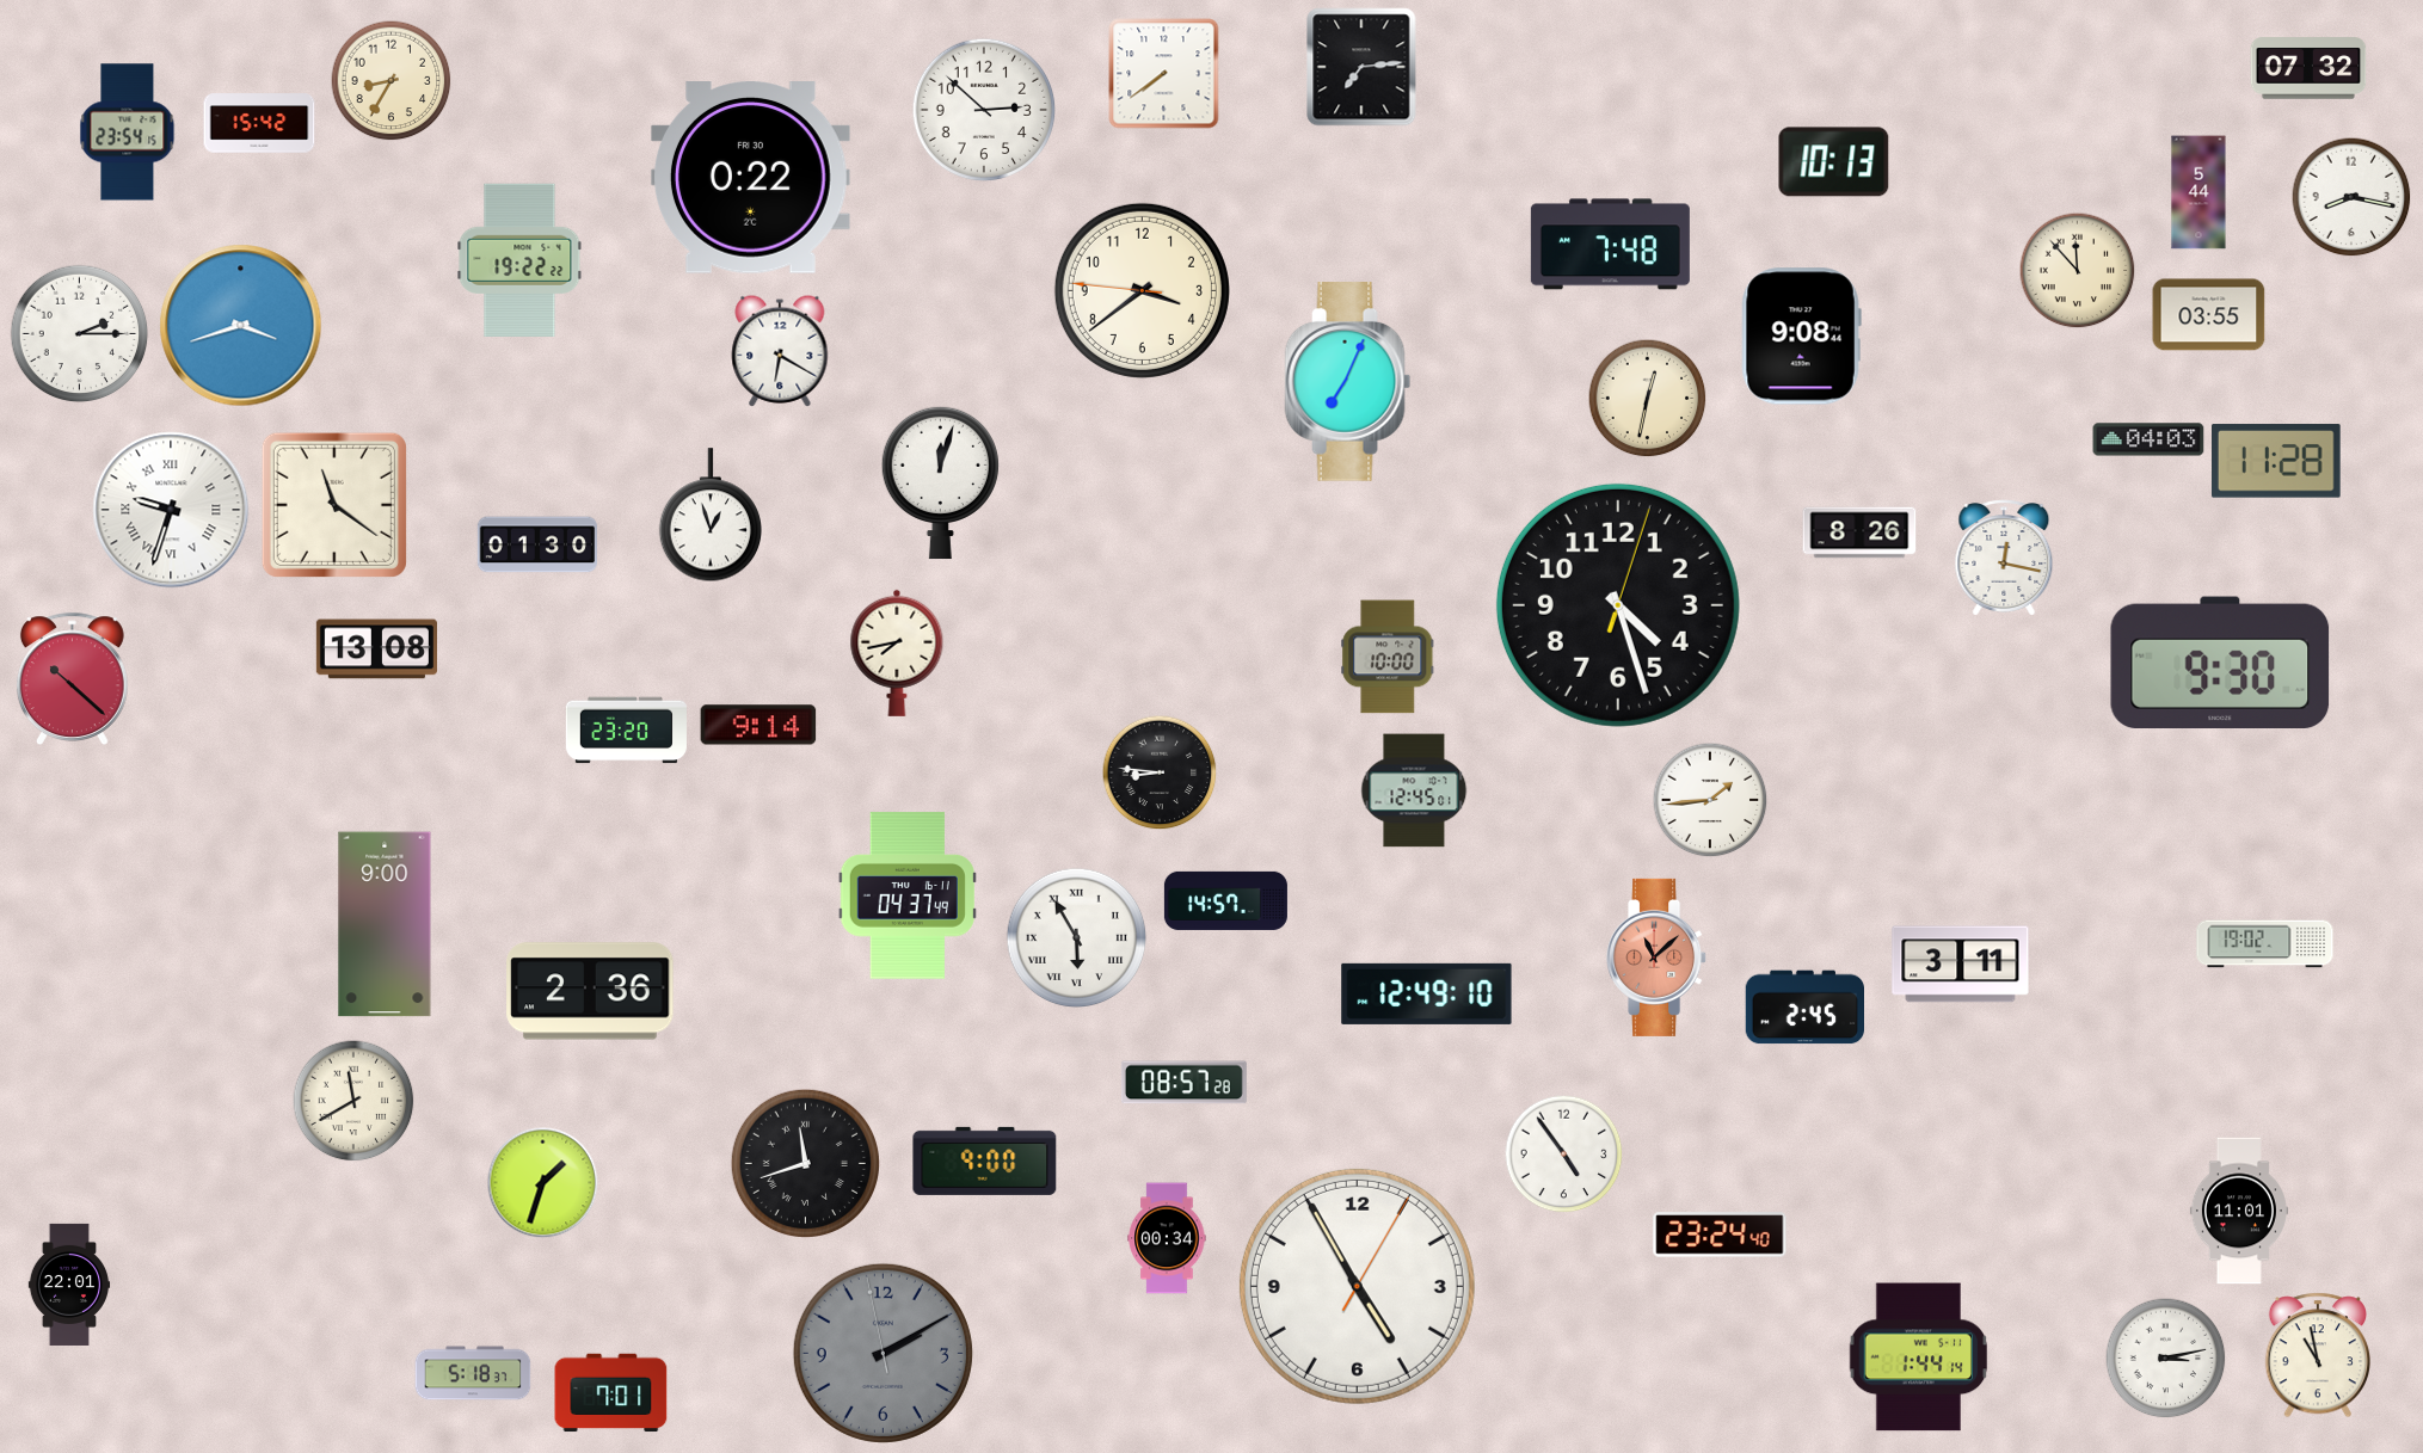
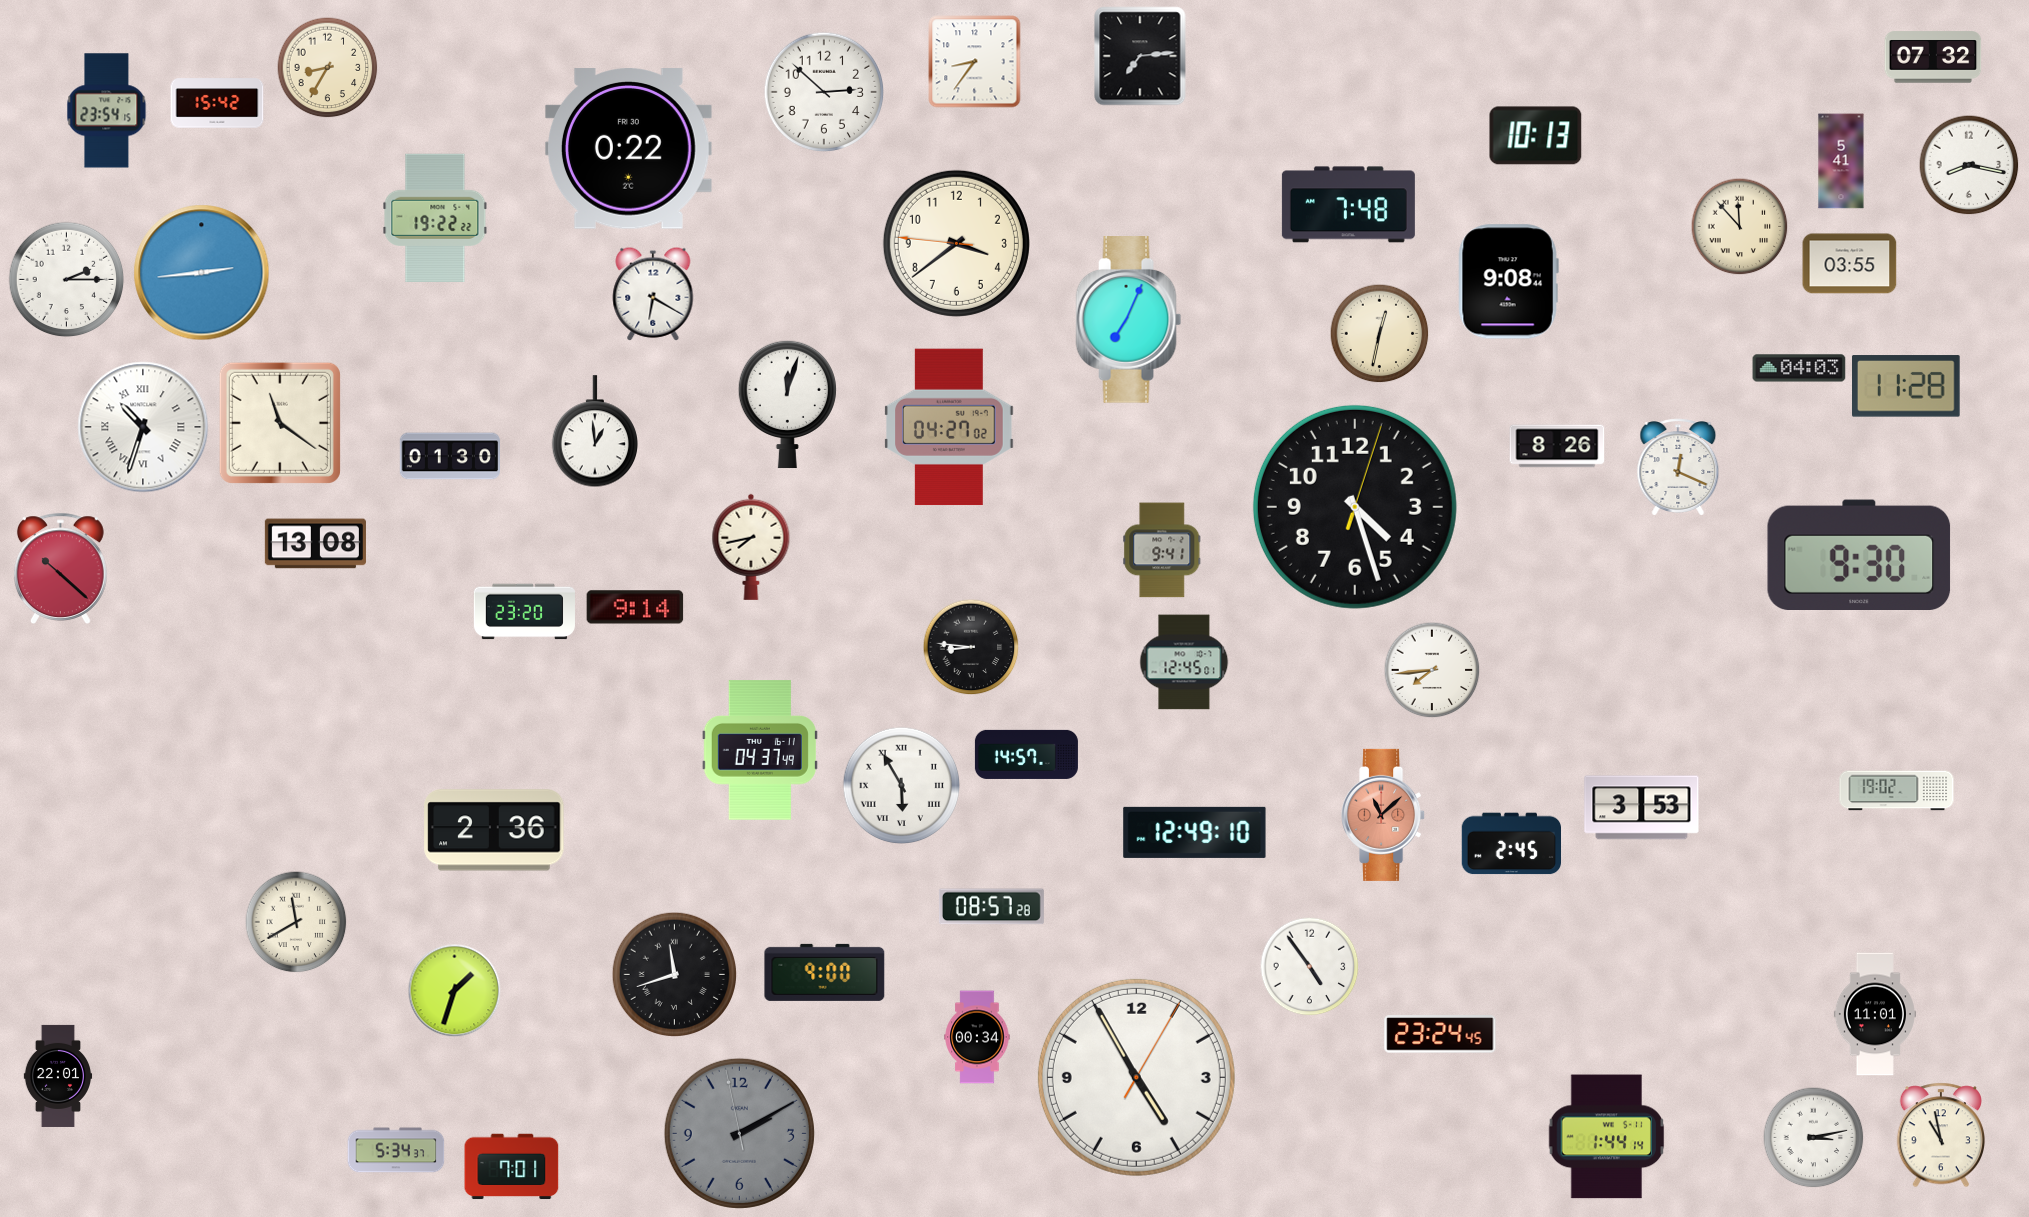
clock at (1164, 74): 7:39 -> 8:36
clock at (2198, 192): 5:44 -> 5:41
clock at (241, 326): 3:42 -> 2:44
clock at (171, 510): 9:33 -> 10:33
clock at (949, 427): none -> 04:27
clock at (711, 516): 12:57 -> 12:59
clock at (2004, 558): 12:17 -> 12:19
clock at (1388, 657): 10:00 -> 9:41
clock at (1710, 800): 1:44 -> 7:44
clock at (385, 924): 9:00 -> none
clock at (1658, 958) position: (1658, 958) -> (1384, 815)
clock at (1961, 965): 3:11 -> 3:53
clock at (1720, 1235): 23:24:40 -> 23:24:45
clock at (473, 1373): 5:18 -> 5:34
